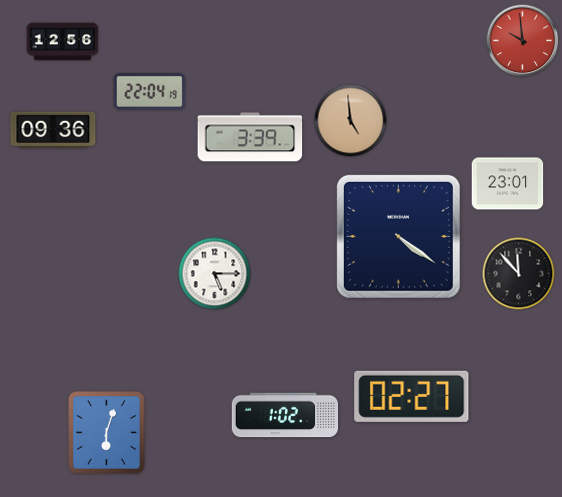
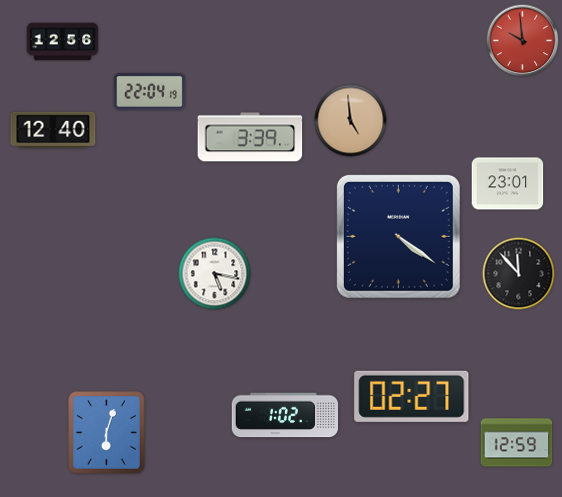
clock at (53, 130): 09:36 -> 12:40
clock at (215, 274): 5:15 -> 5:17
clock at (517, 443): none -> 12:59
